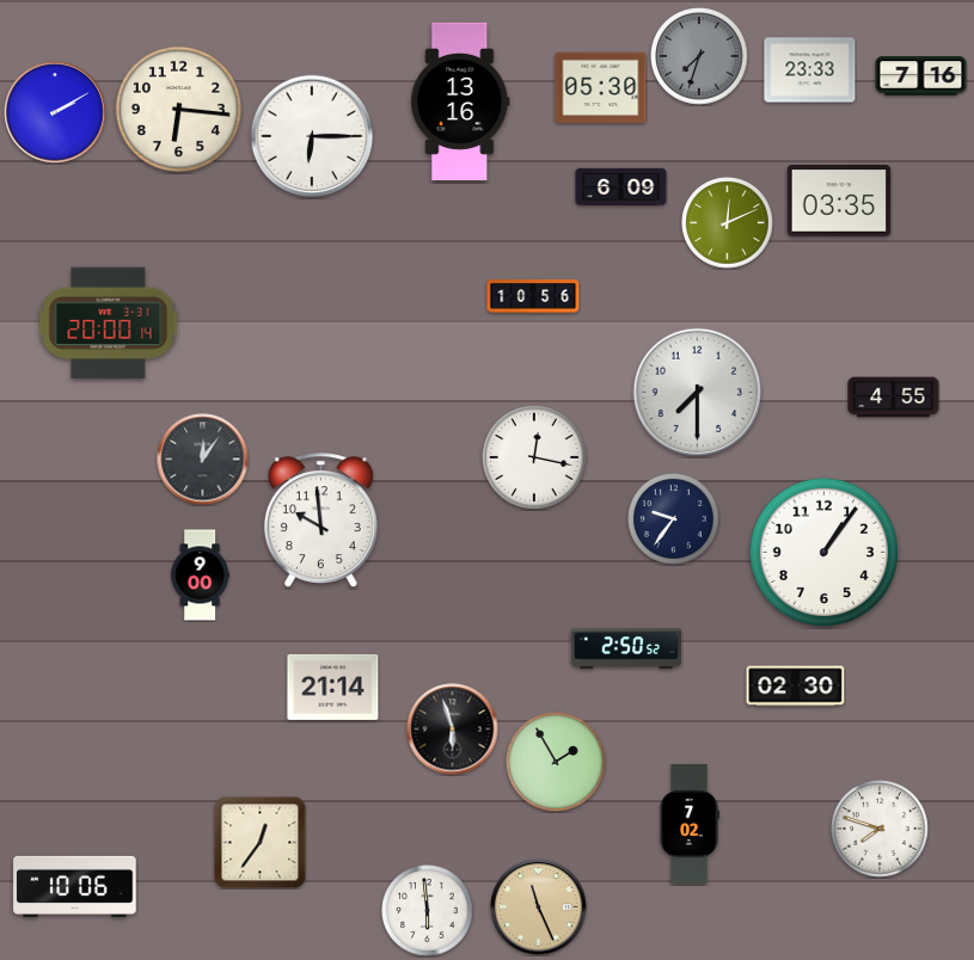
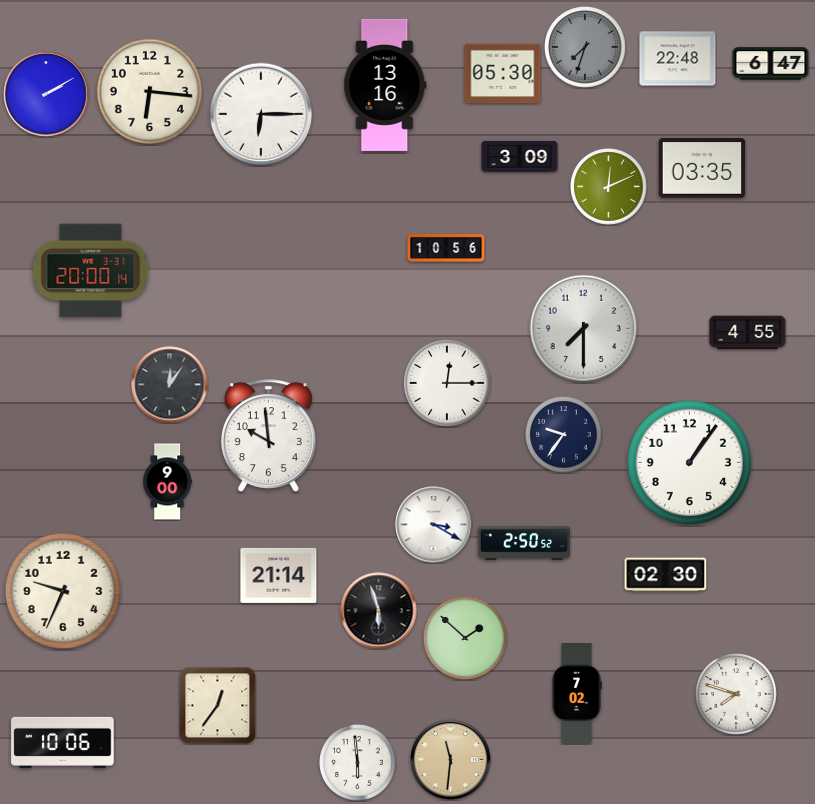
clock at (810, 70): 23:33 -> 22:48
clock at (921, 76): 7:16 -> 6:47
clock at (621, 186): 6:09 -> 3:09
clock at (534, 457): 12:17 -> 12:15
clock at (434, 525): none -> 3:20
clock at (63, 591): none -> 9:34
clock at (557, 763): 1:55 -> 1:52
clock at (690, 824) position: (690, 824) -> (577, 693)
clock at (539, 907): 11:26 -> 11:31
